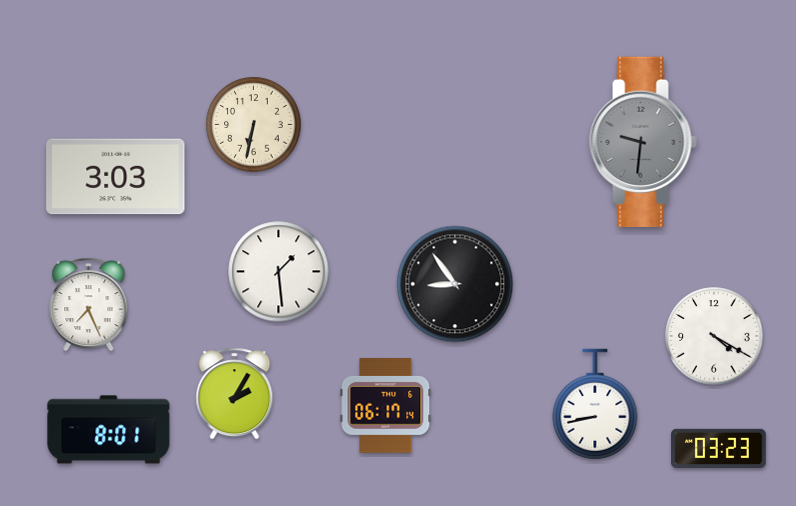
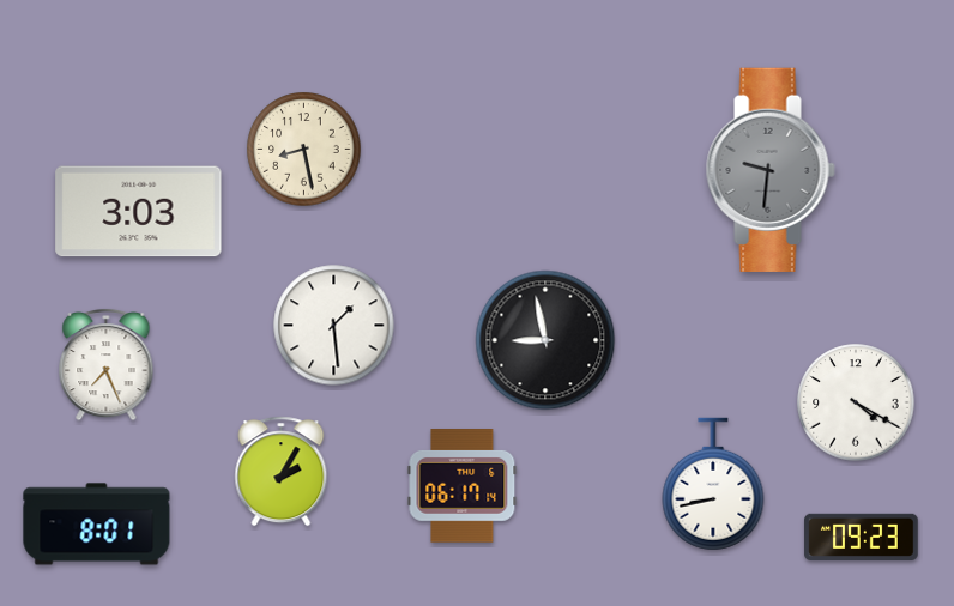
clock at (254, 125): 6:32 -> 8:28
clock at (455, 284): 8:54 -> 8:58
clock at (109, 430) position: (109, 430) -> (97, 525)
clock at (719, 448): 03:23 -> 09:23
